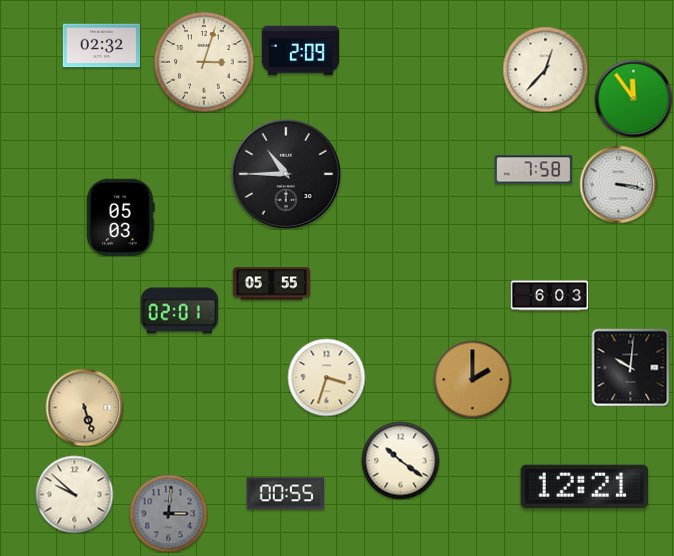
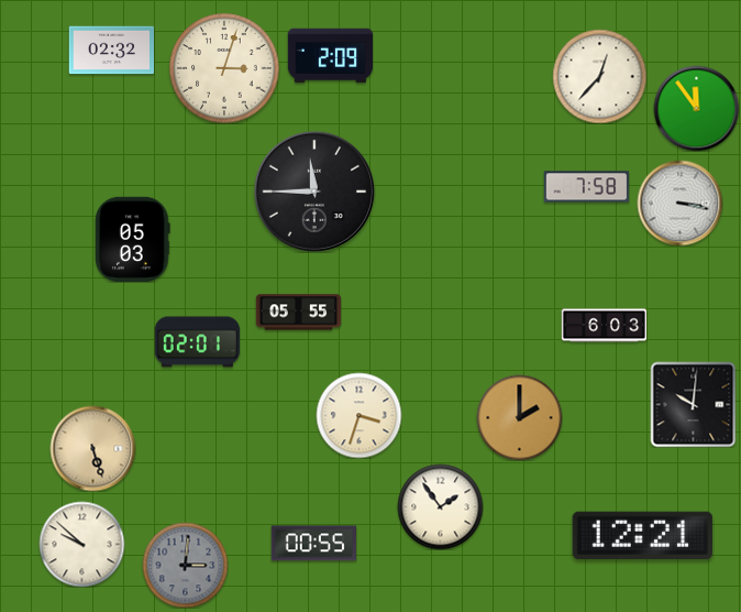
clock at (286, 174): 10:45 -> 11:45
clock at (400, 460): 10:21 -> 1:54
